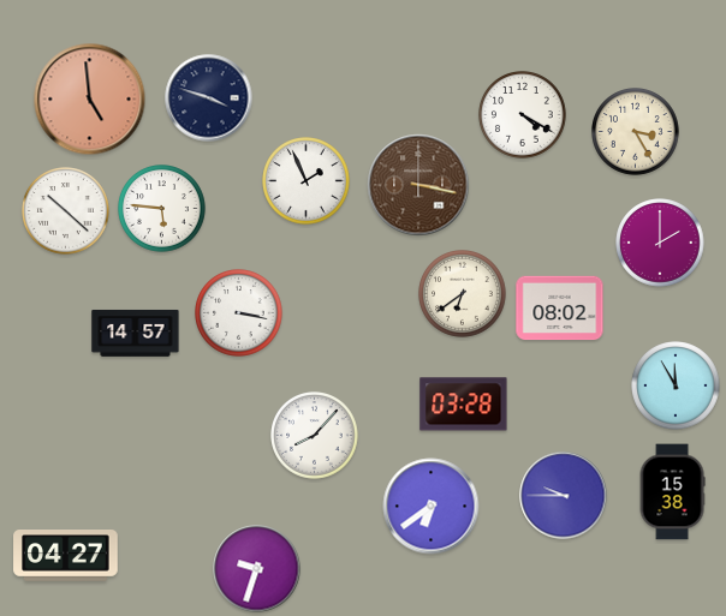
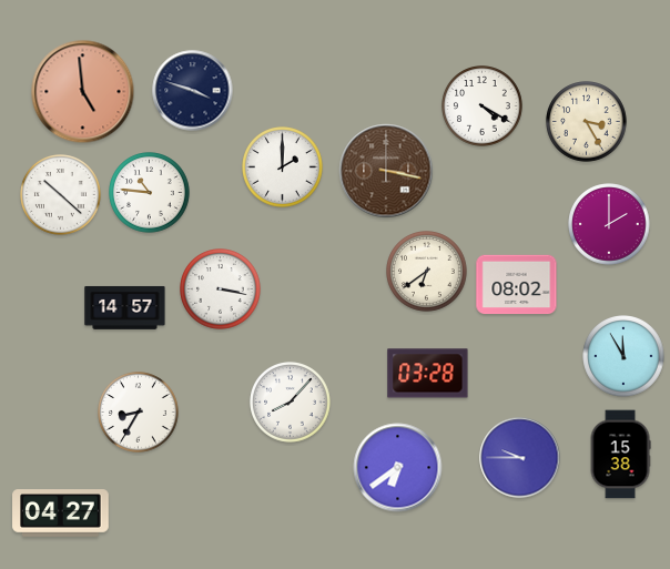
clock at (307, 181): 1:56 -> 2:00
clock at (162, 209): 5:46 -> 10:46
clock at (139, 413): none -> 8:35
clock at (257, 569): 9:33 -> none
